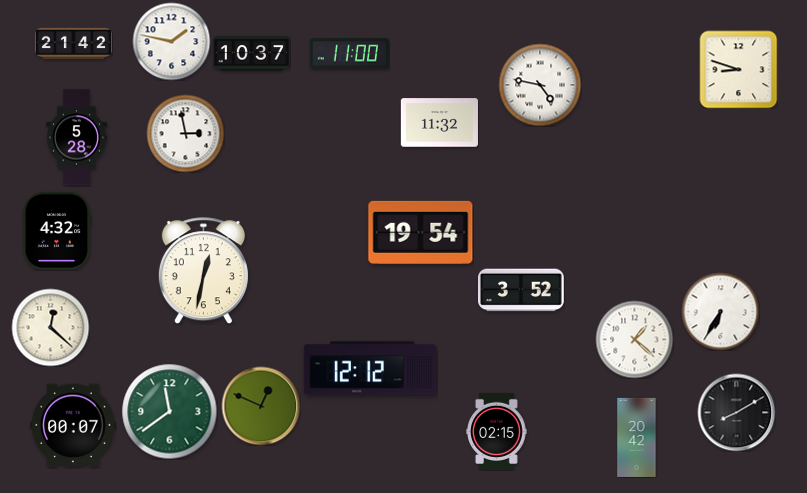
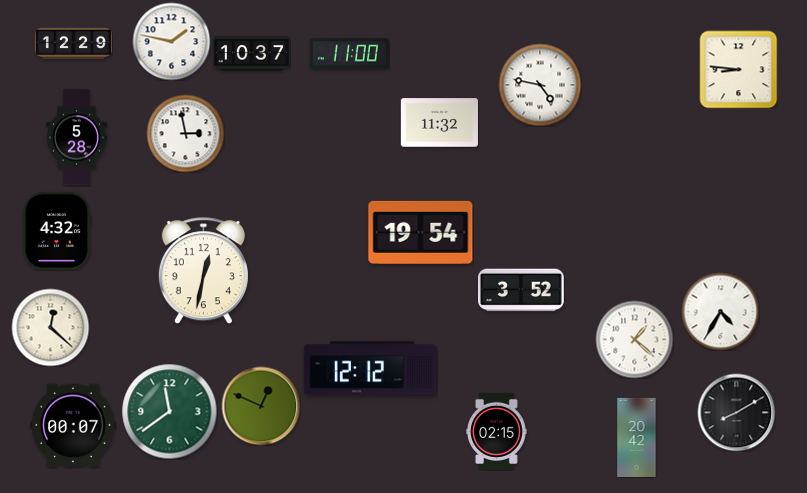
clock at (73, 44): 21:42 -> 12:29
clock at (738, 69): 8:48 -> 8:46
clock at (720, 311): 6:35 -> 4:35
